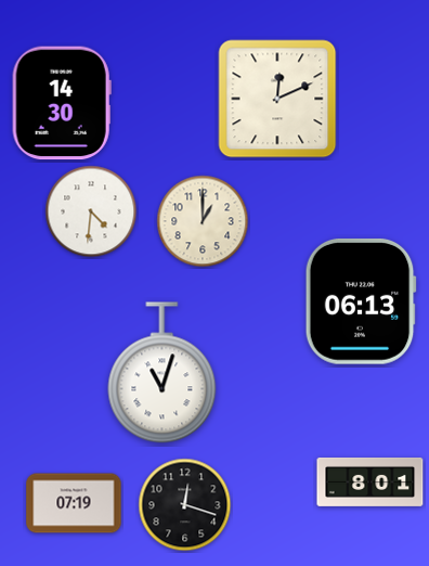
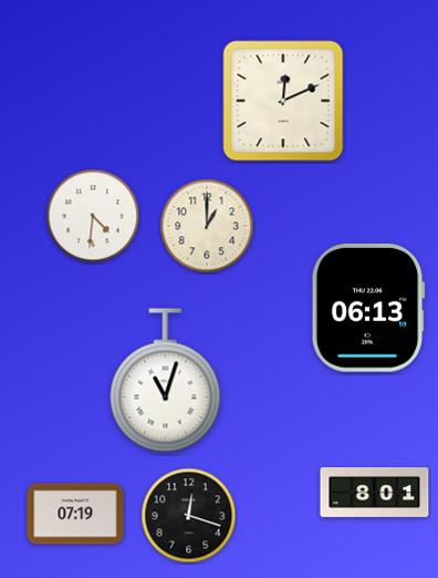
clock at (62, 103): 14:30 -> none
clock at (370, 481) position: (370, 481) -> (375, 492)
